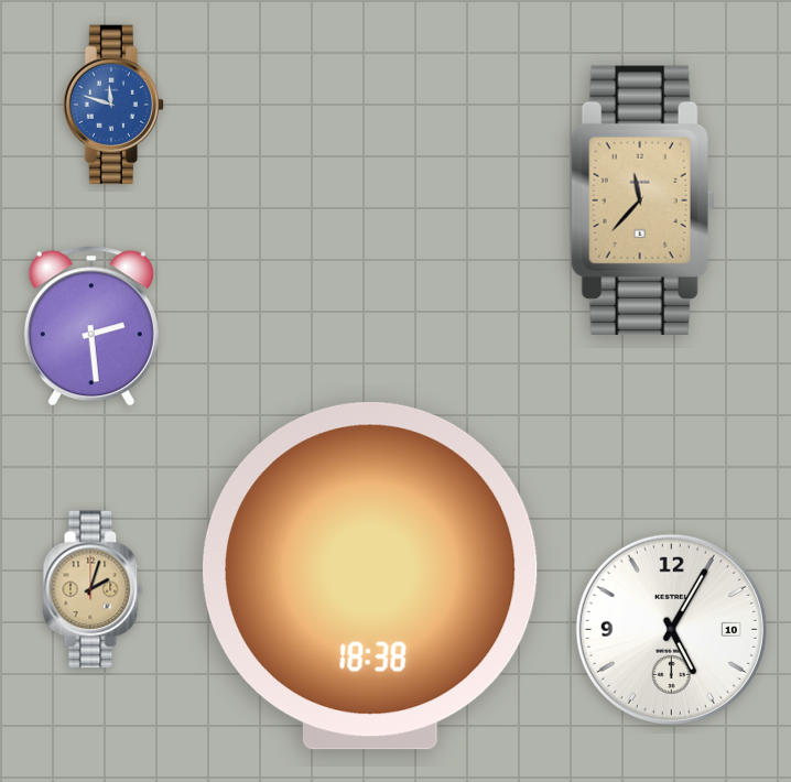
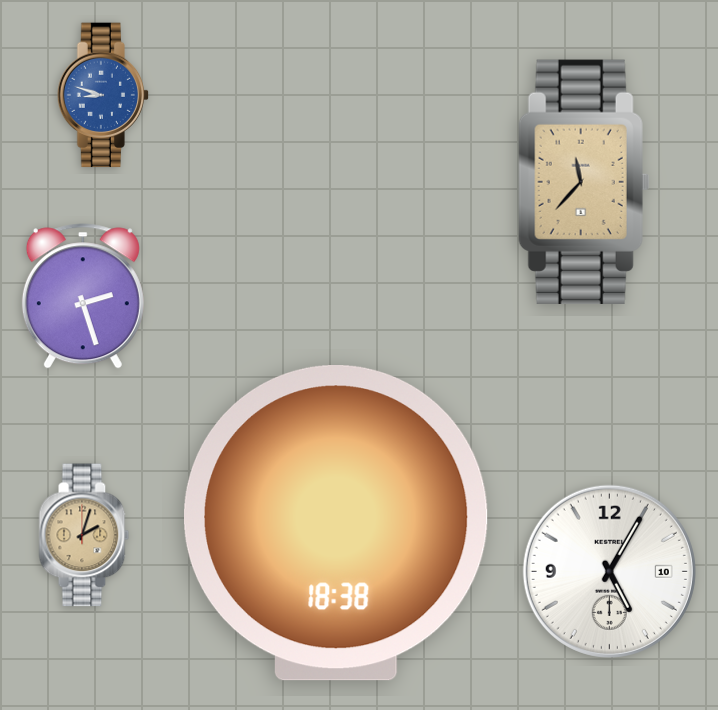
clock at (113, 105): 11:48 -> 8:48
clock at (91, 326): 2:29 -> 2:27
